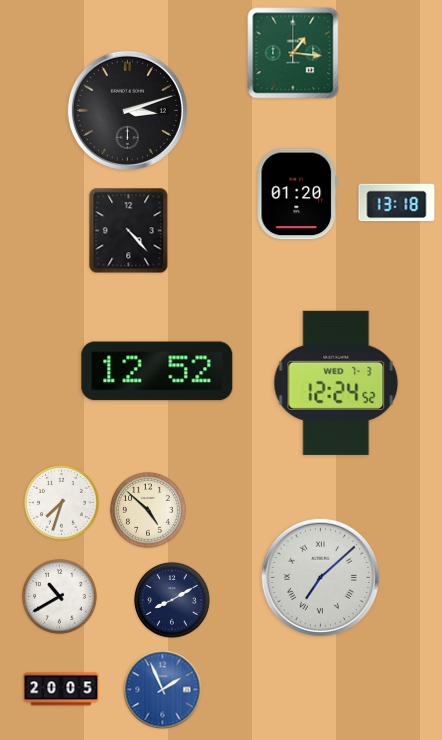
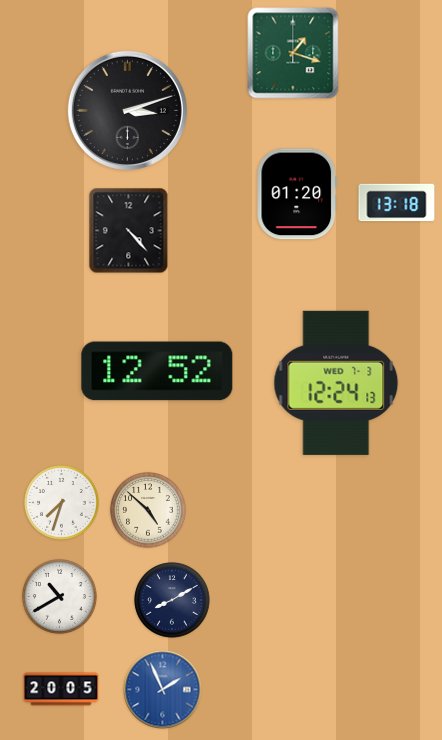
clock at (293, 53): 1:16 -> 1:18
clock at (336, 383): 12:24:52 -> 12:24:13
clock at (320, 577): 7:08 -> none
